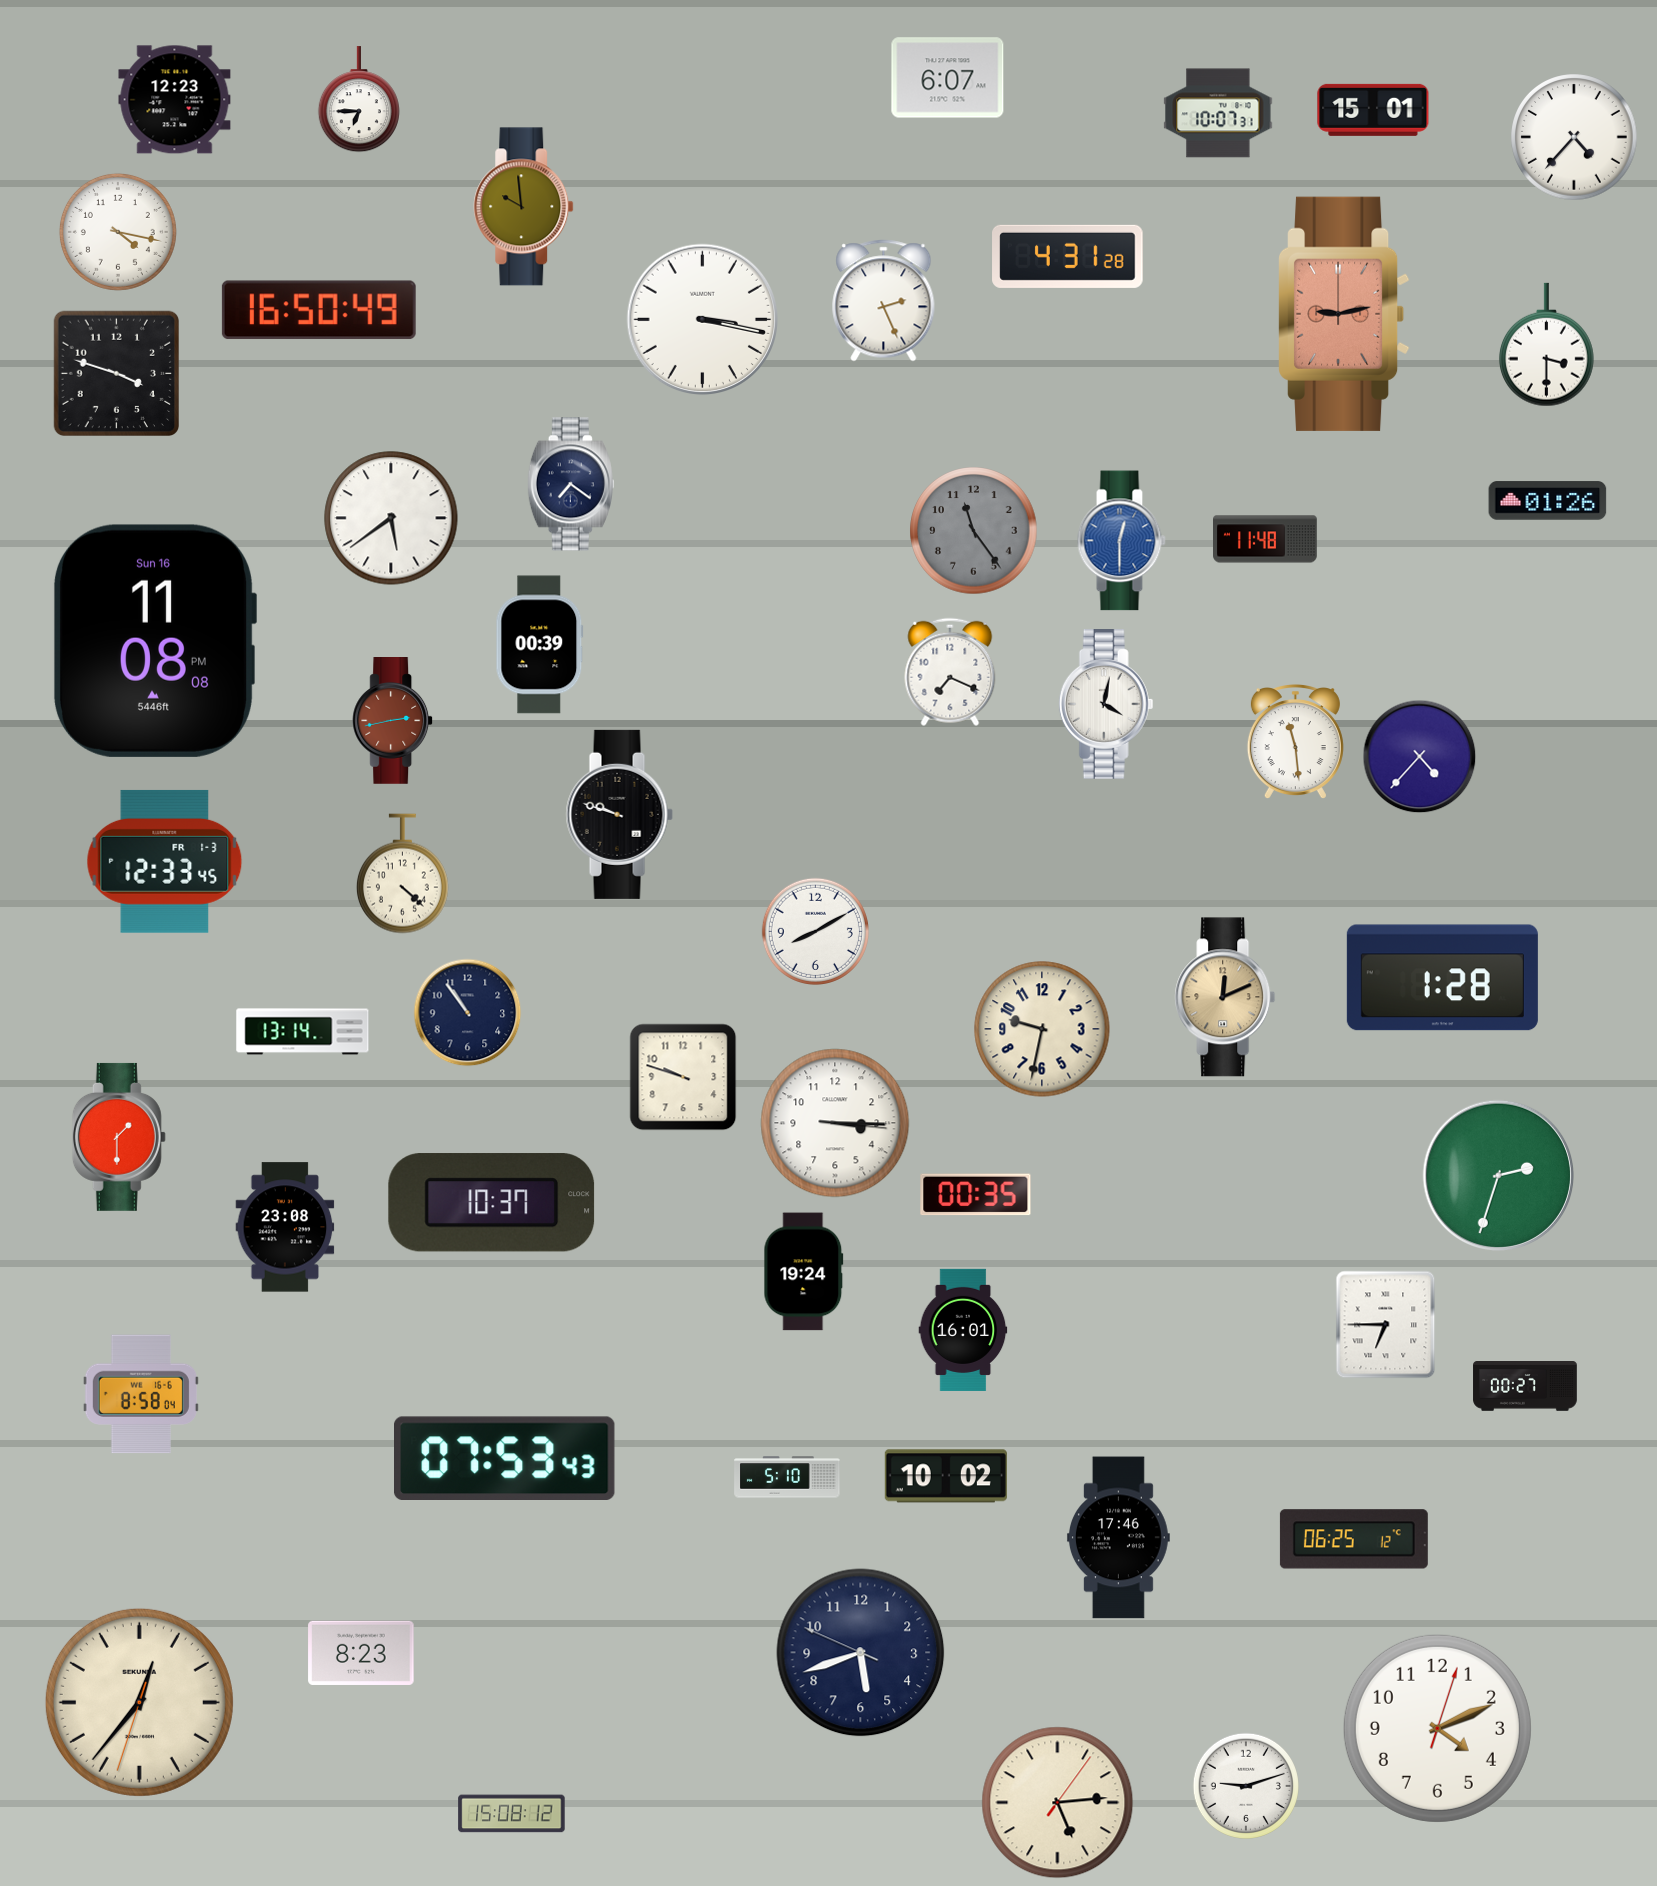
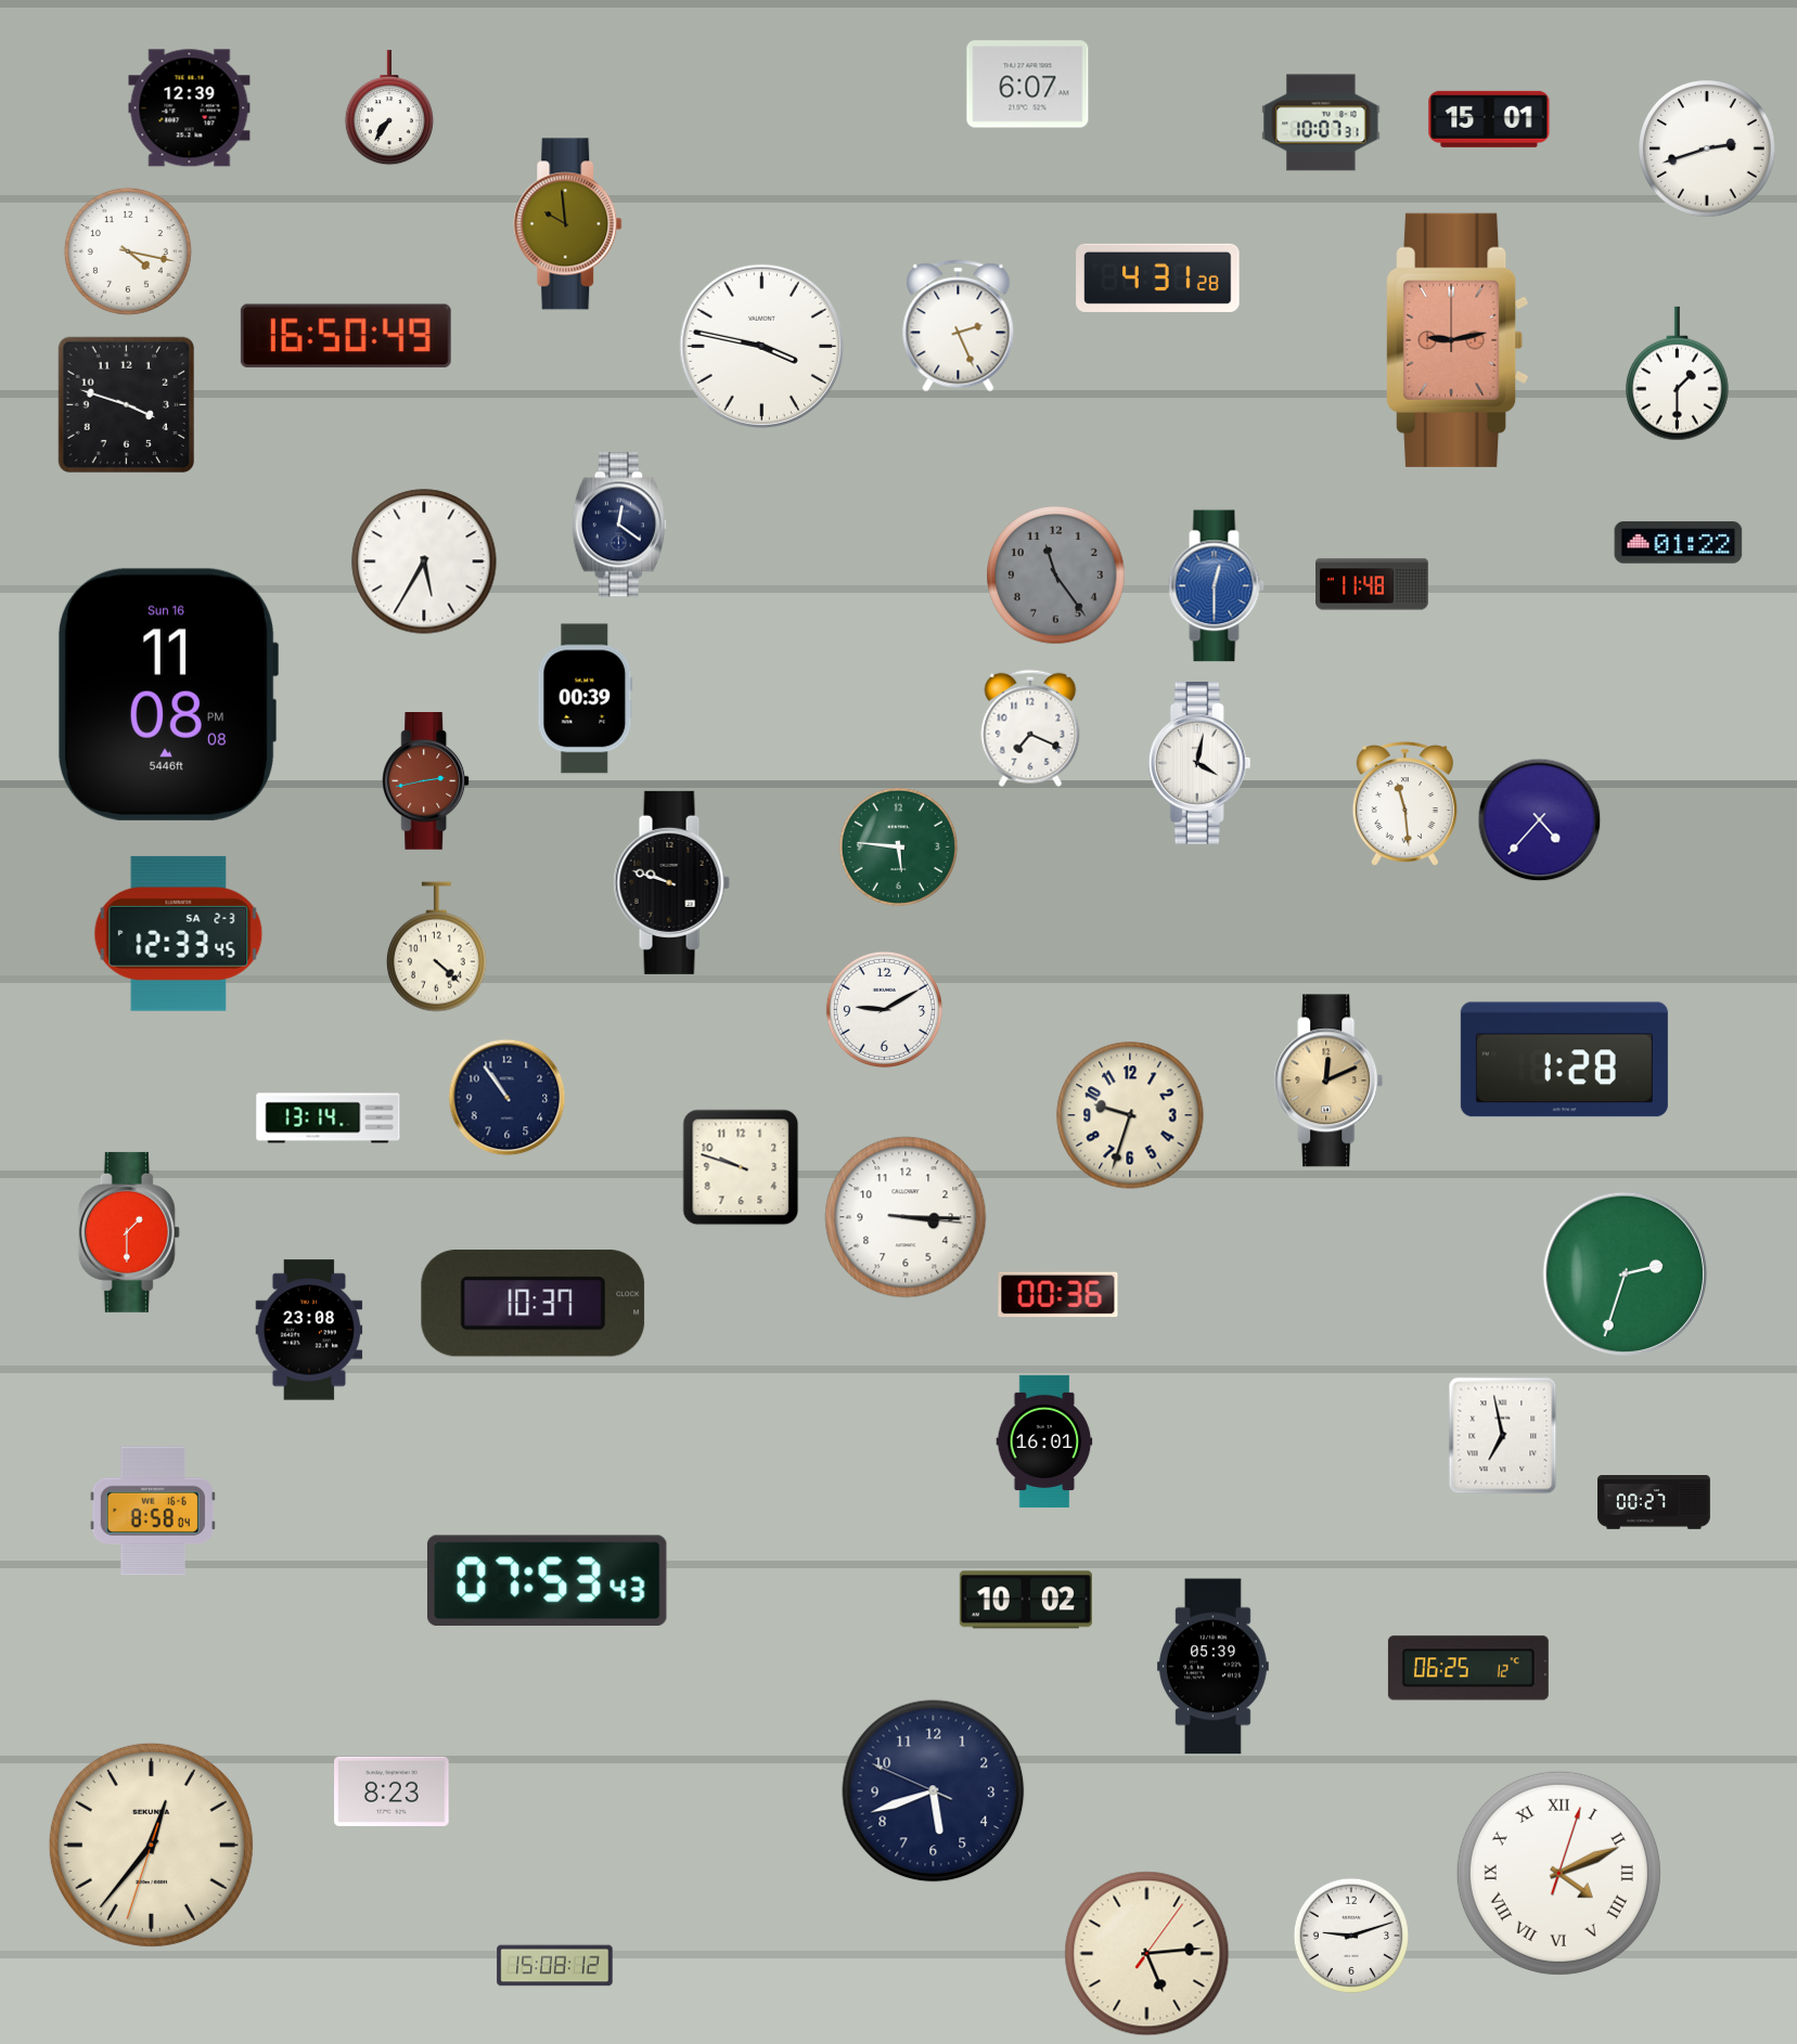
clock at (175, 100): 12:23 -> 12:39
clock at (359, 100): 6:45 -> 7:36
clock at (1574, 137): 4:37 -> 2:42
clock at (703, 320): 3:17 -> 3:47
clock at (1546, 345): 3:30 -> 1:30
clock at (571, 484): 7:21 -> 12:21
clock at (1548, 501): 01:26 -> 01:22
clock at (391, 518): 5:39 -> 5:35
clock at (898, 846): none -> 5:46
clock at (165, 861) date: FR 1-3 -> SA 2-3
clock at (815, 931): 8:10 -> 9:10
clock at (1042, 1029): 9:32 -> 9:33
clock at (976, 1195): 00:35 -> 00:36
clock at (804, 1272): 19:24 -> none
clock at (1386, 1325): 6:45 -> 6:58
clock at (787, 1477): 5:10 -> none
clock at (1118, 1538): 17:46 -> 05:39
clock at (1437, 1728) numerals: Arabic -> Roman
